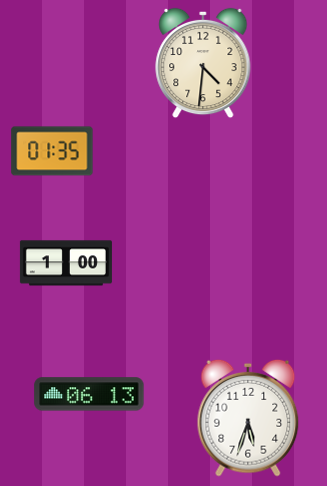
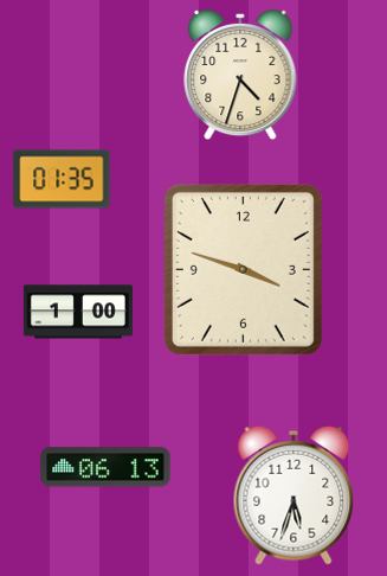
clock at (203, 63): 4:31 -> 4:33
clock at (243, 269): none -> 3:48
